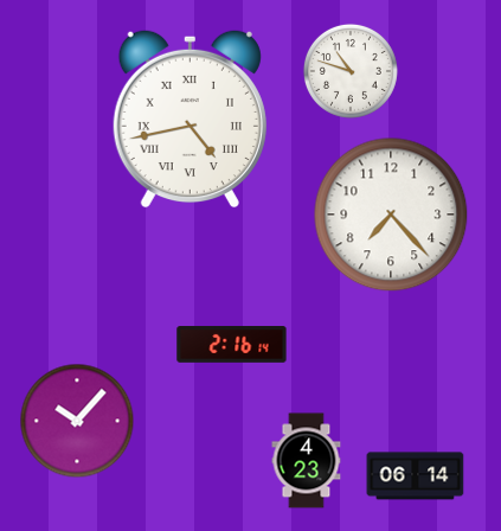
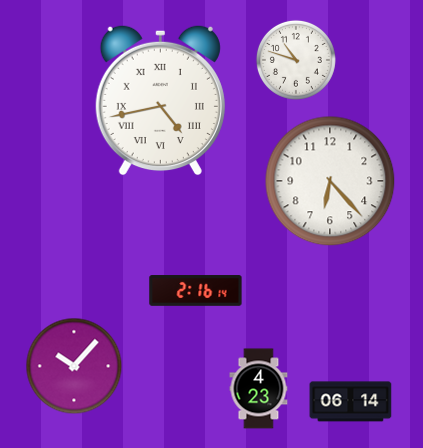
clock at (391, 215): 7:23 -> 6:23
clock at (77, 421) position: (77, 421) -> (74, 366)
